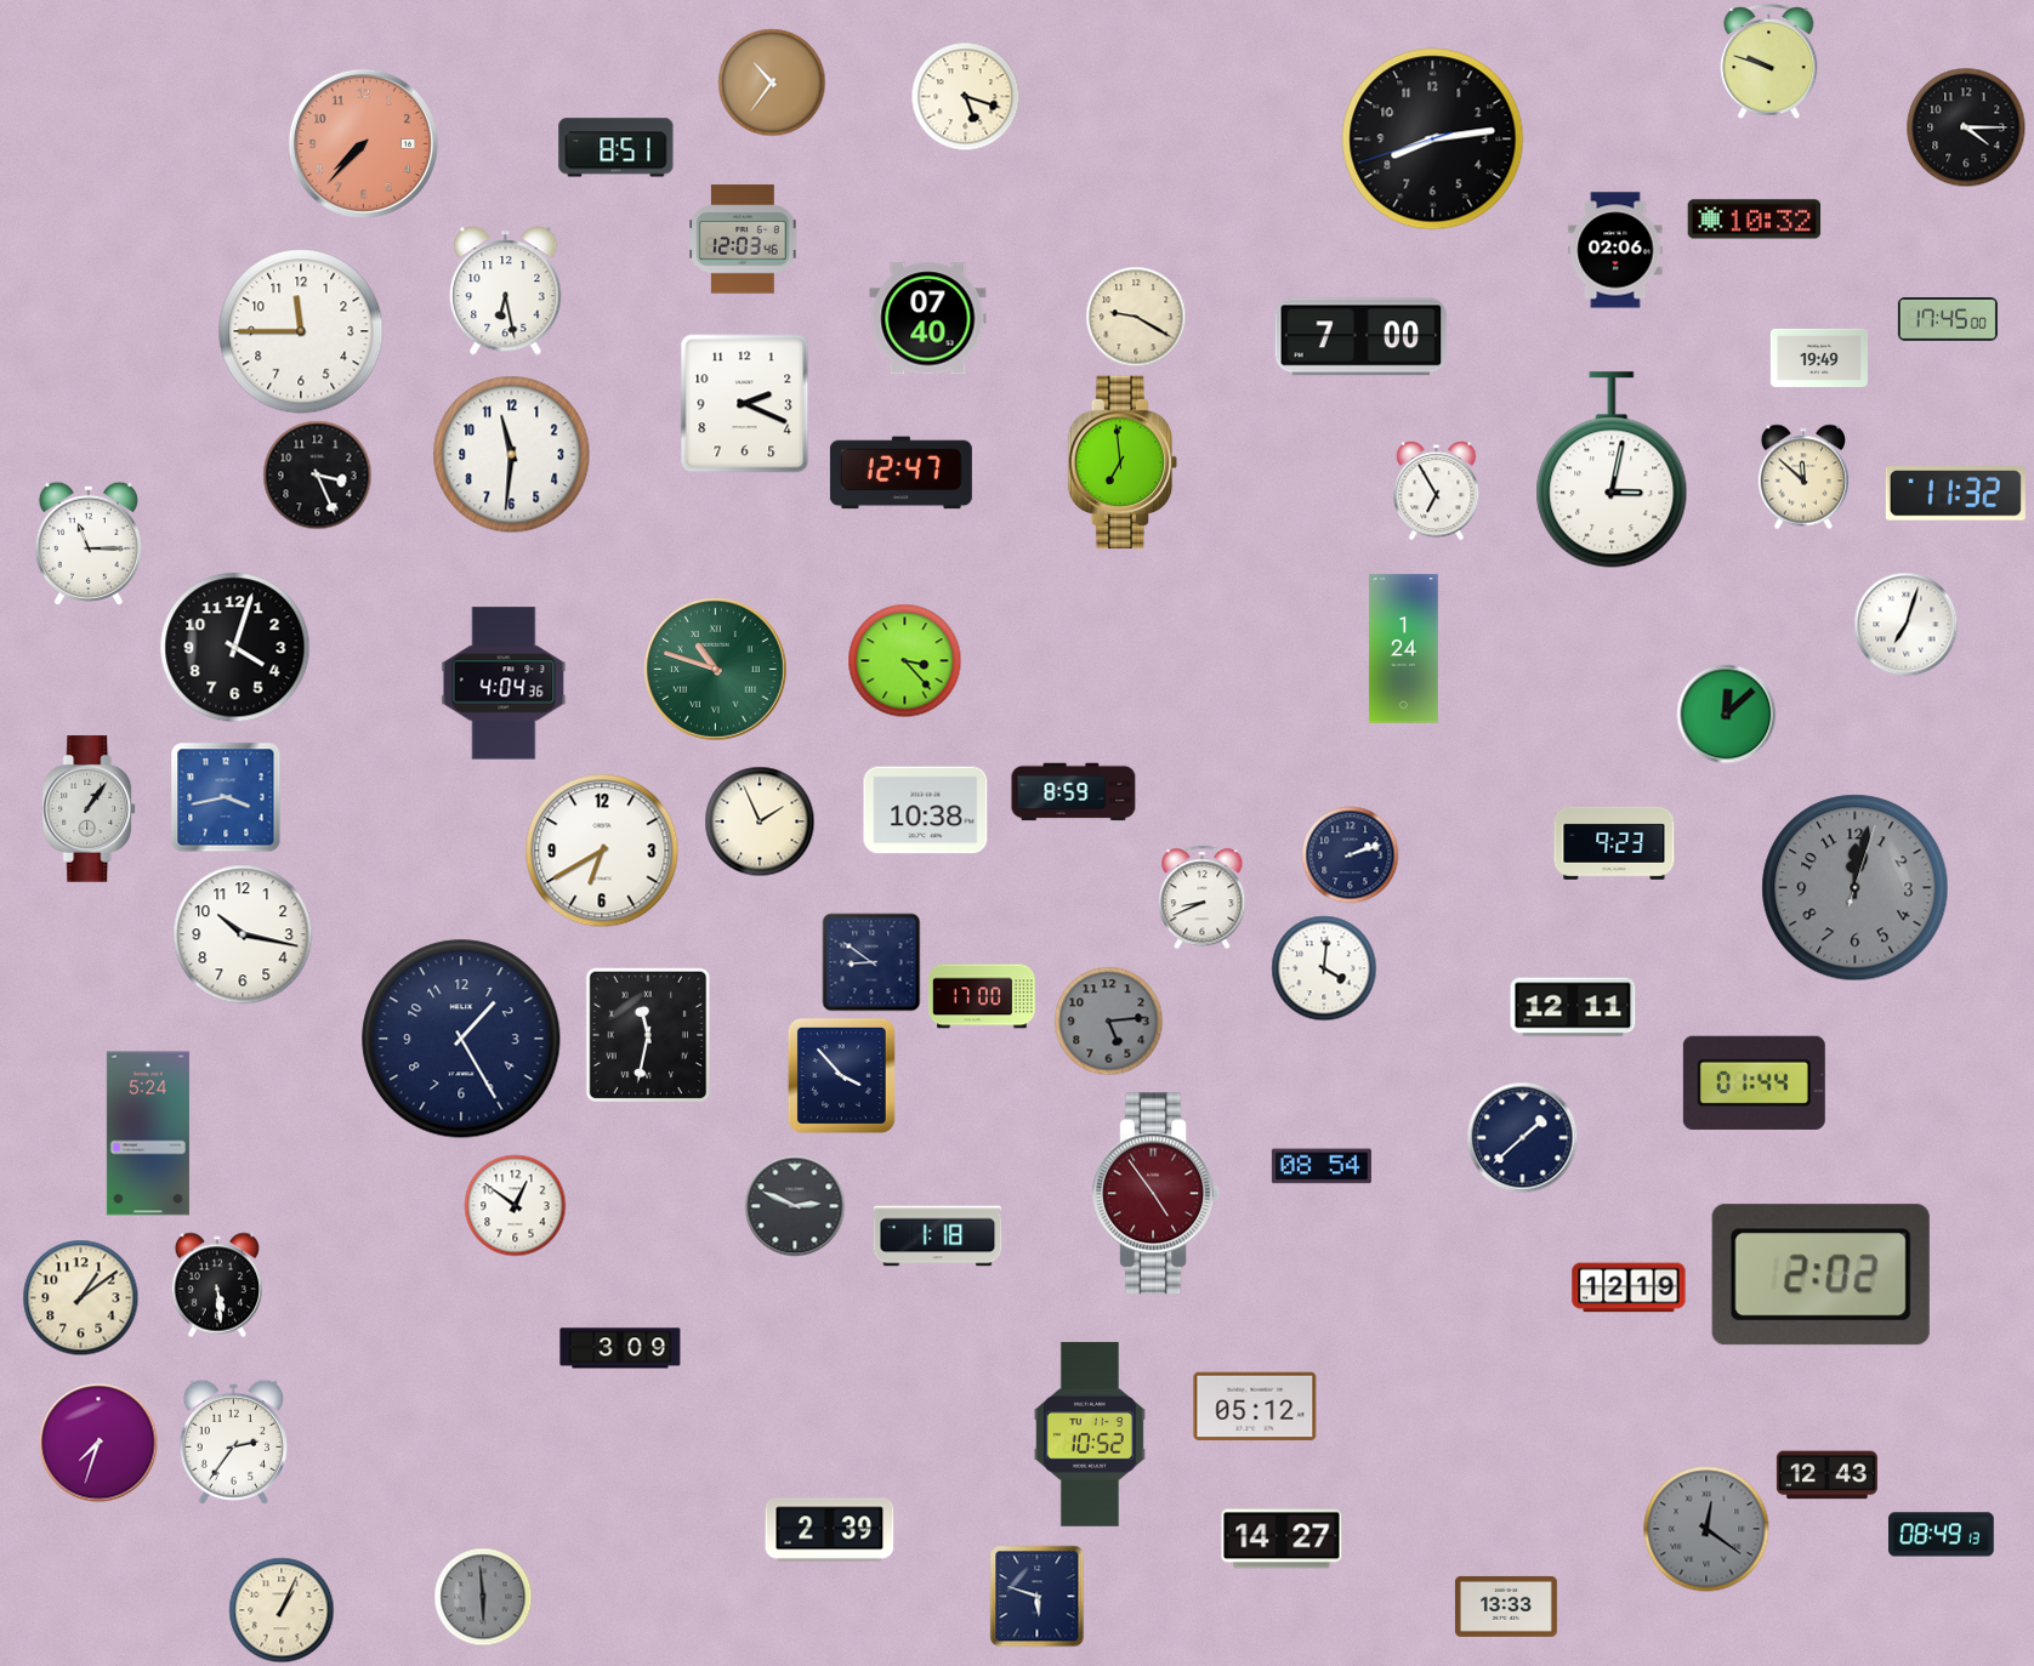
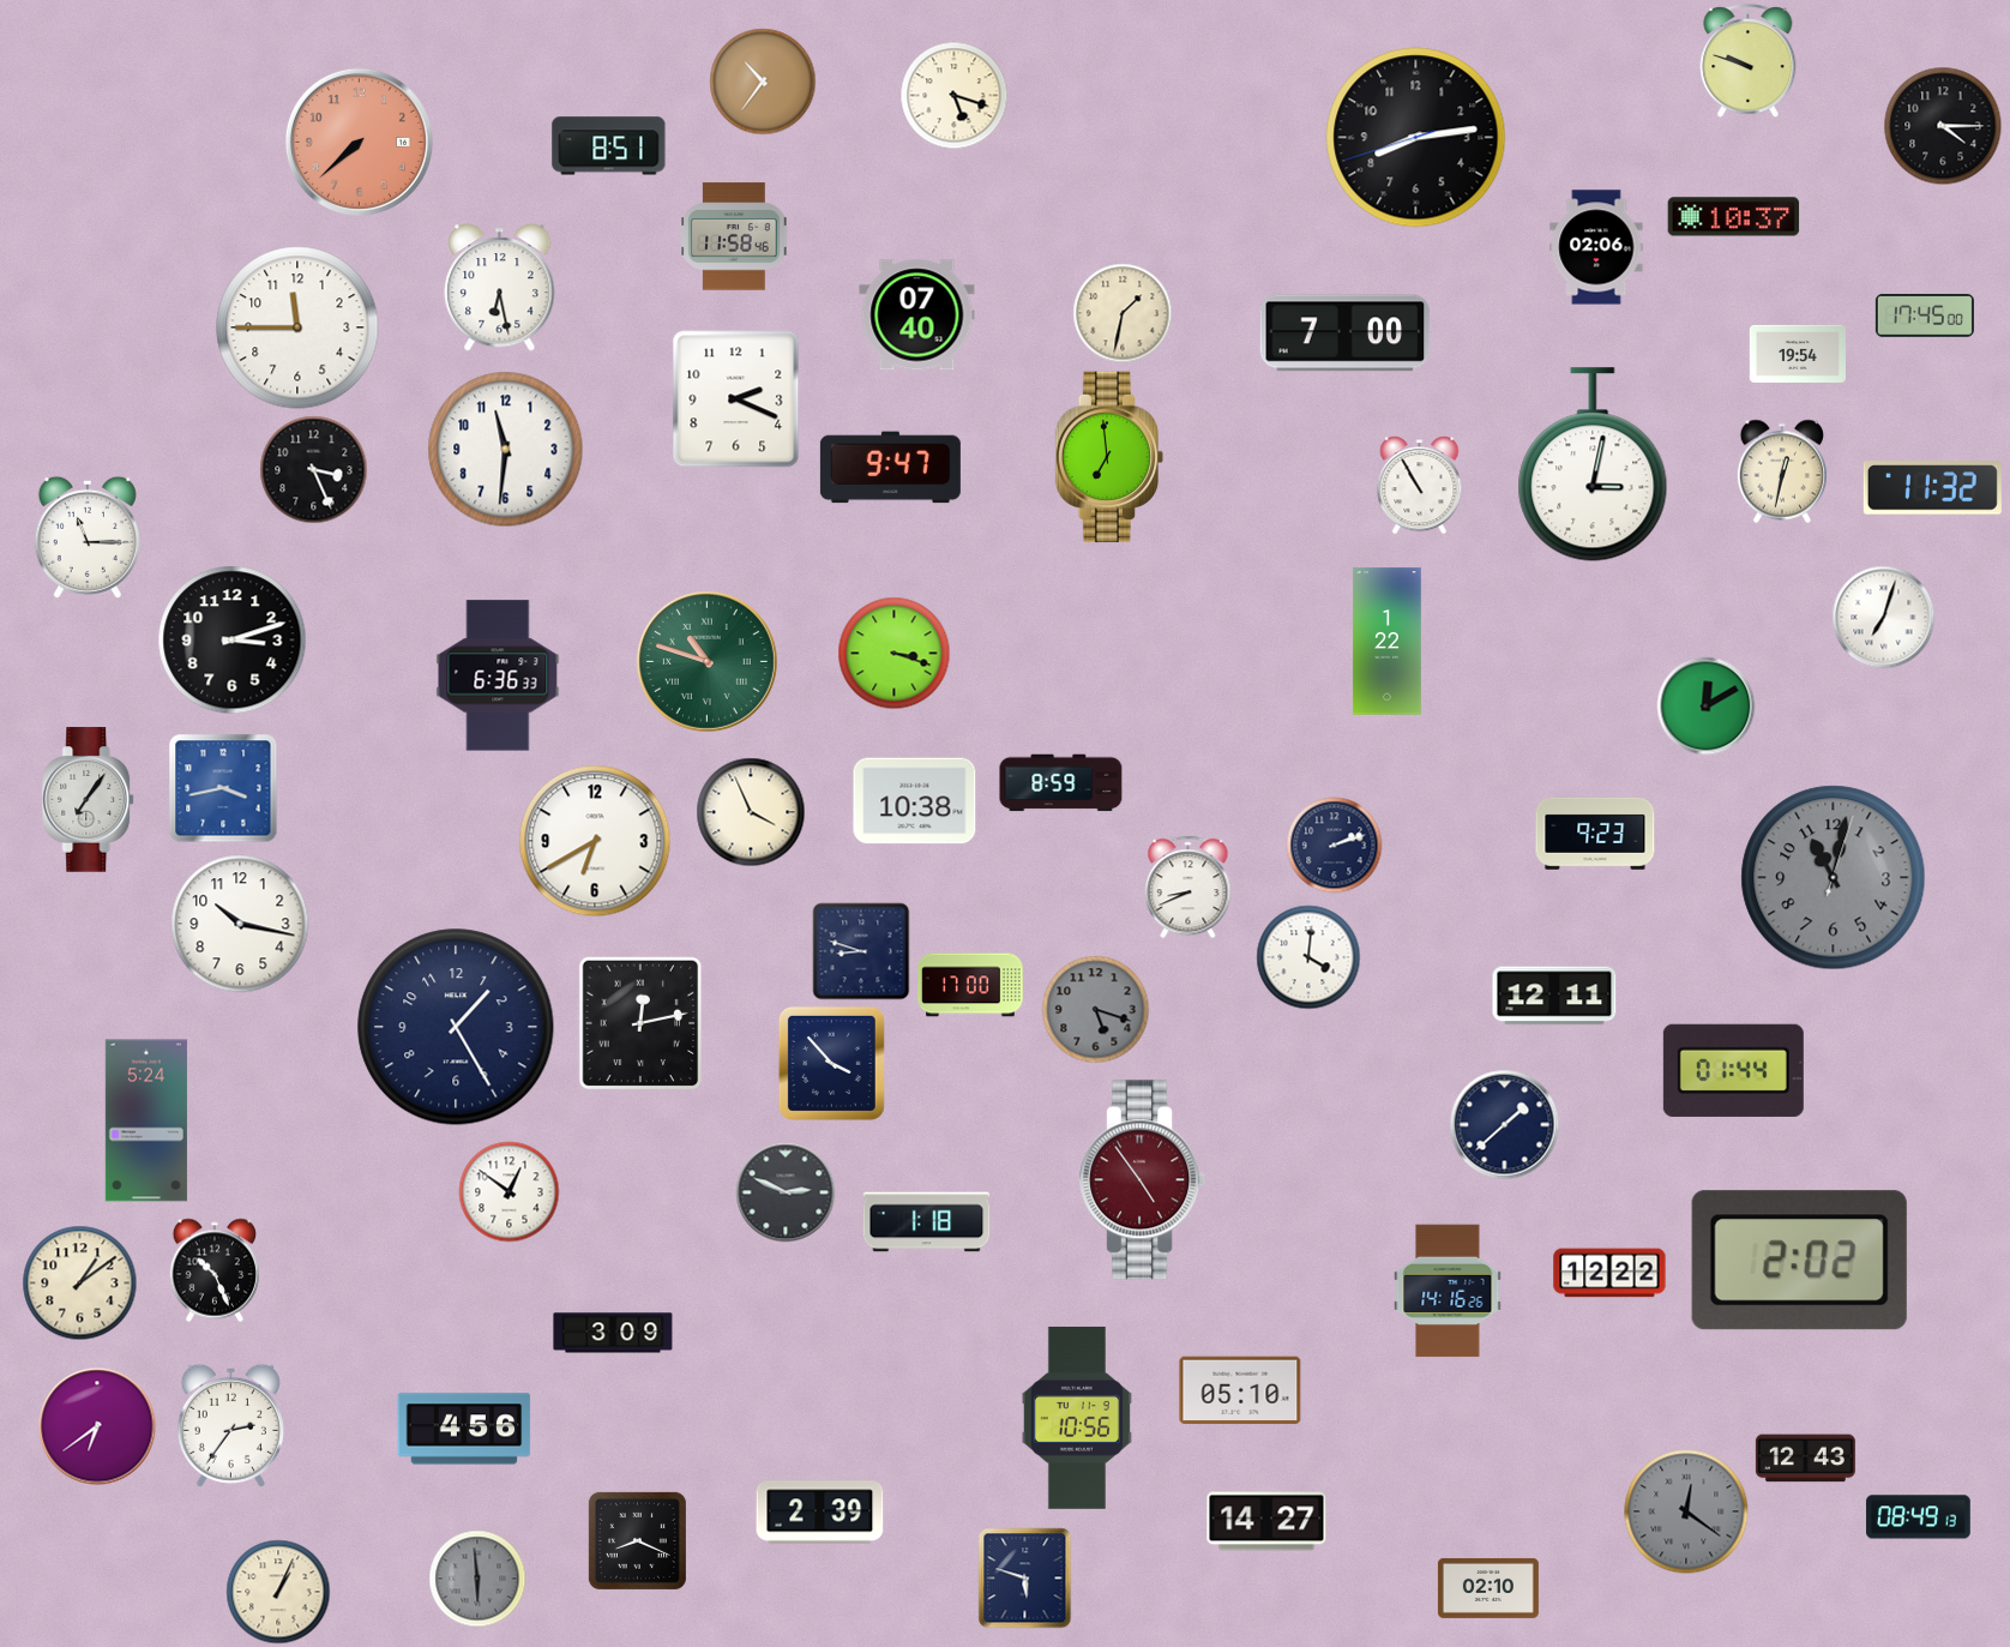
clock at (363, 143): 7:37 -> 7:38
clock at (1755, 220): 10:32 -> 10:37
clock at (743, 239): 12:03 -> 11:58
clock at (1136, 317): 9:20 -> 1:32
clock at (1818, 358): 19:49 -> 19:54
clock at (900, 473): 12:47 -> 9:47
clock at (1803, 477): 11:52 -> 12:32
clock at (1437, 491): 6:55 -> 10:55
clock at (235, 648): 4:03 -> 3:12
clock at (1404, 649): 1:24 -> 1:22
clock at (905, 661): 3:23 -> 3:18
clock at (504, 683): 4:04 -> 6:36
clock at (1727, 715): 12:08 -> 12:10
clock at (90, 809): 1:06 -> 7:06
clock at (760, 821): 1:56 -> 3:56
clock at (1856, 888): 12:02 -> 11:02
clock at (871, 962): 8:51 -> 8:48
clock at (1109, 1022): 5:14 -> 5:18
clock at (648, 1035): 11:32 -> 12:13
clock at (1322, 1166): 08:54 -> none
clock at (217, 1285): 5:29 -> 10:26
clock at (1629, 1287): 12:19 -> 12:22
clock at (1448, 1291): none -> 14:16
clock at (1255, 1406): 05:12 -> 05:10
clock at (1090, 1434): 10:52 -> 10:56
clock at (98, 1443): 7:33 -> 6:39
clock at (464, 1429): none -> 4:56
clock at (637, 1540): none -> 8:19
clock at (1506, 1607): 13:33 -> 02:10
